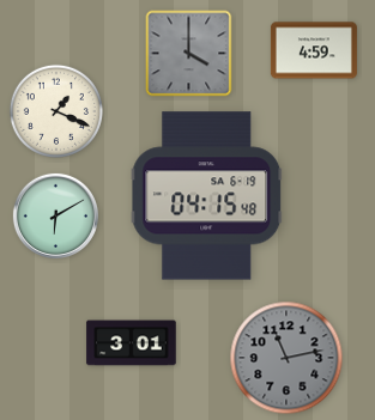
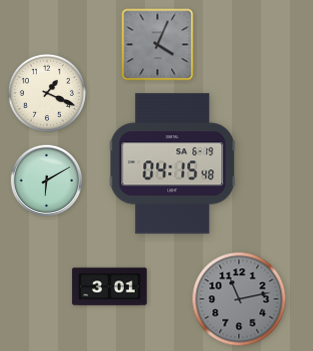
clock at (314, 50): 4:59 -> none
clock at (189, 54): 4:00 -> 4:04
